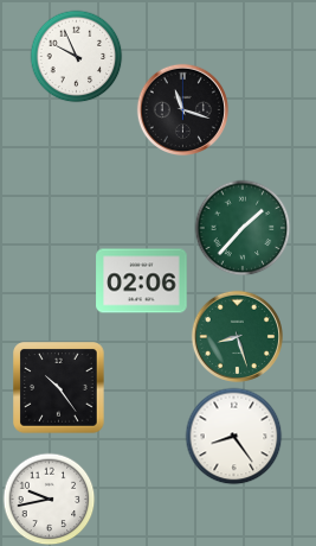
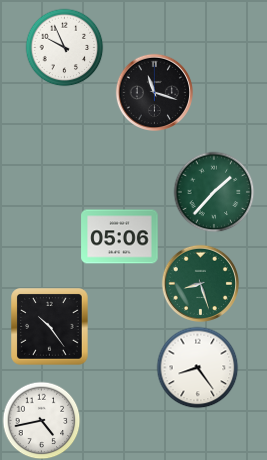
clock at (243, 228) position: (243, 228) -> (214, 192)
clock at (142, 281): 02:06 -> 05:06
clock at (49, 499): 9:43 -> 4:43
